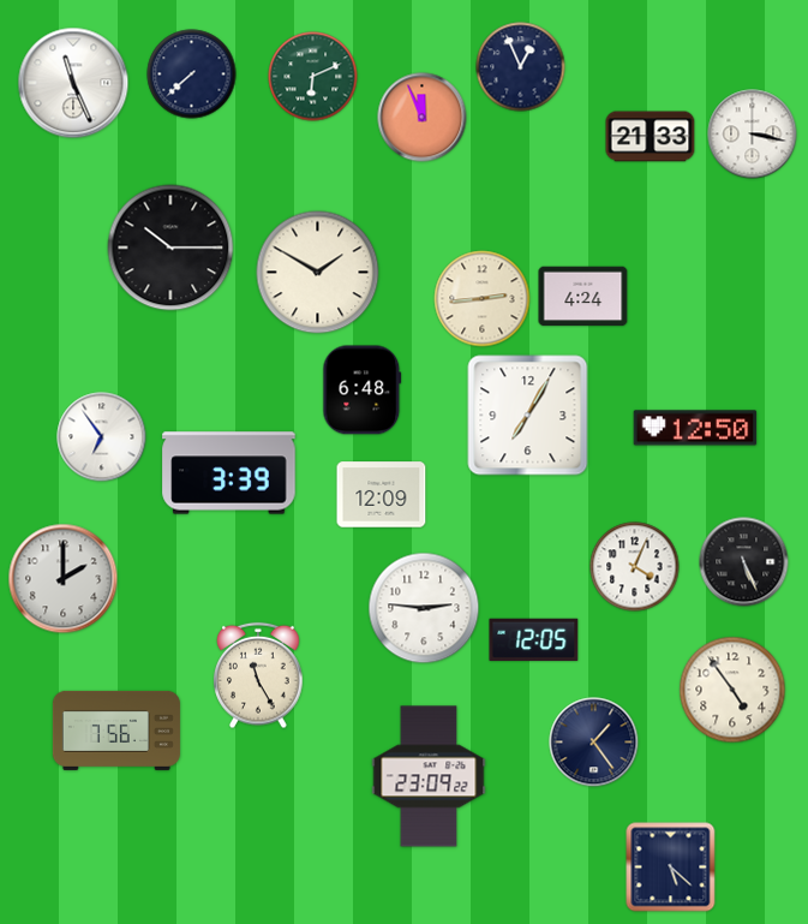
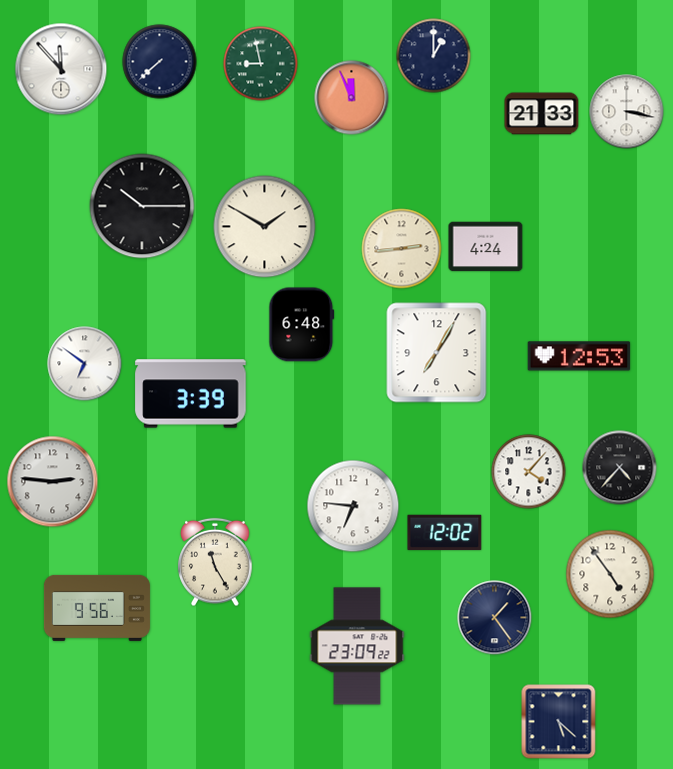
clock at (521, 67): 12:56 -> 1:00
clock at (313, 77): 6:11 -> 8:58
clock at (73, 83): 11:26 -> 11:53
clock at (528, 416) position: (528, 416) -> (437, 353)
clock at (695, 428): 12:50 -> 12:53
clock at (102, 437): 6:54 -> 6:51
clock at (382, 495): 12:09 -> none
clock at (744, 562): 5:26 -> 4:37
clock at (635, 567): 4:04 -> 4:07
clock at (64, 579): 2:00 -> 2:46
clock at (424, 608): 2:46 -> 6:46
clock at (534, 639): 12:05 -> 12:02
clock at (116, 731): 7:56 -> 9:56
